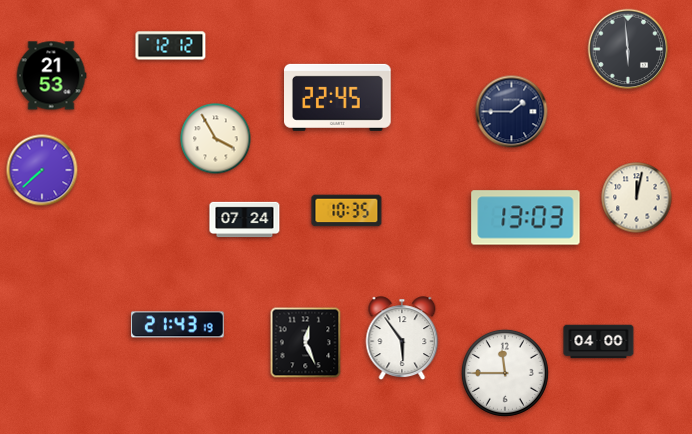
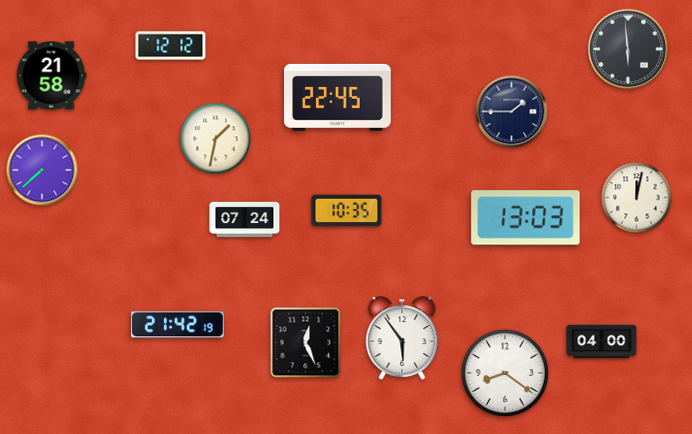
clock at (51, 76): 21:53 -> 21:58
clock at (216, 139): 3:55 -> 1:32
clock at (178, 325): 21:43 -> 21:42
clock at (599, 342) position: (599, 342) -> (602, 342)
clock at (505, 373): 11:45 -> 8:21
